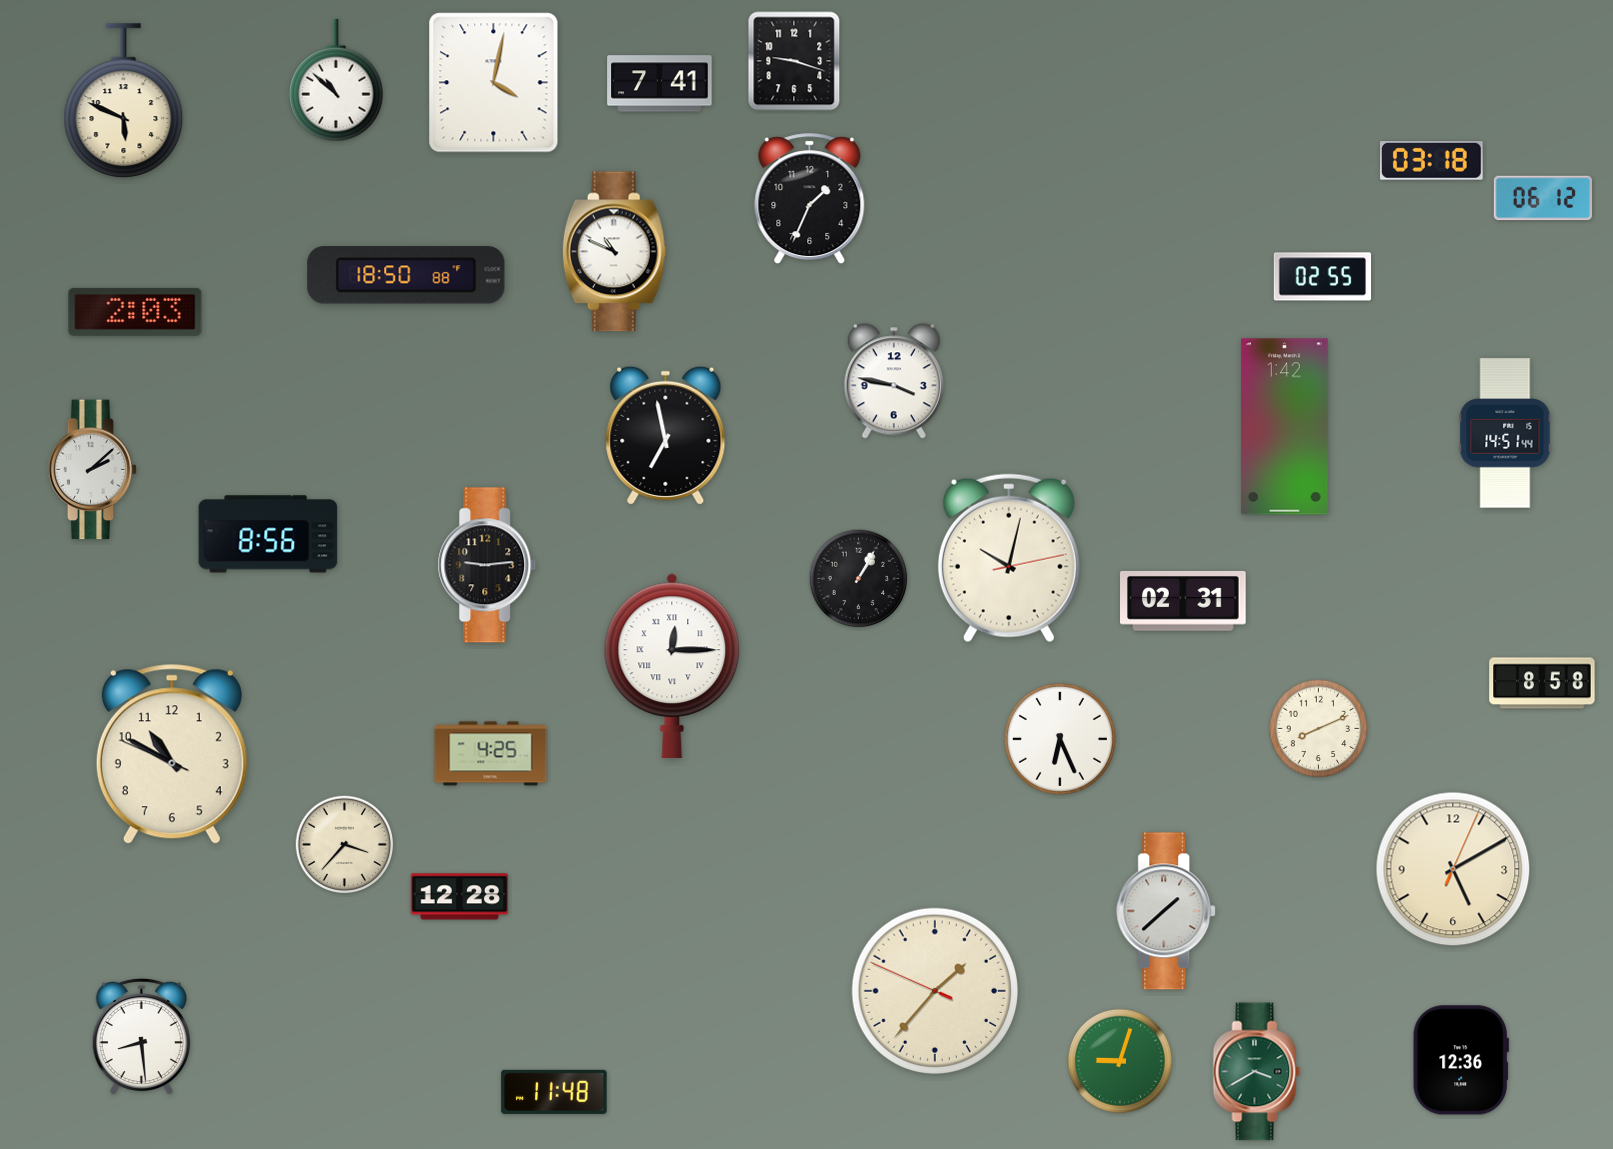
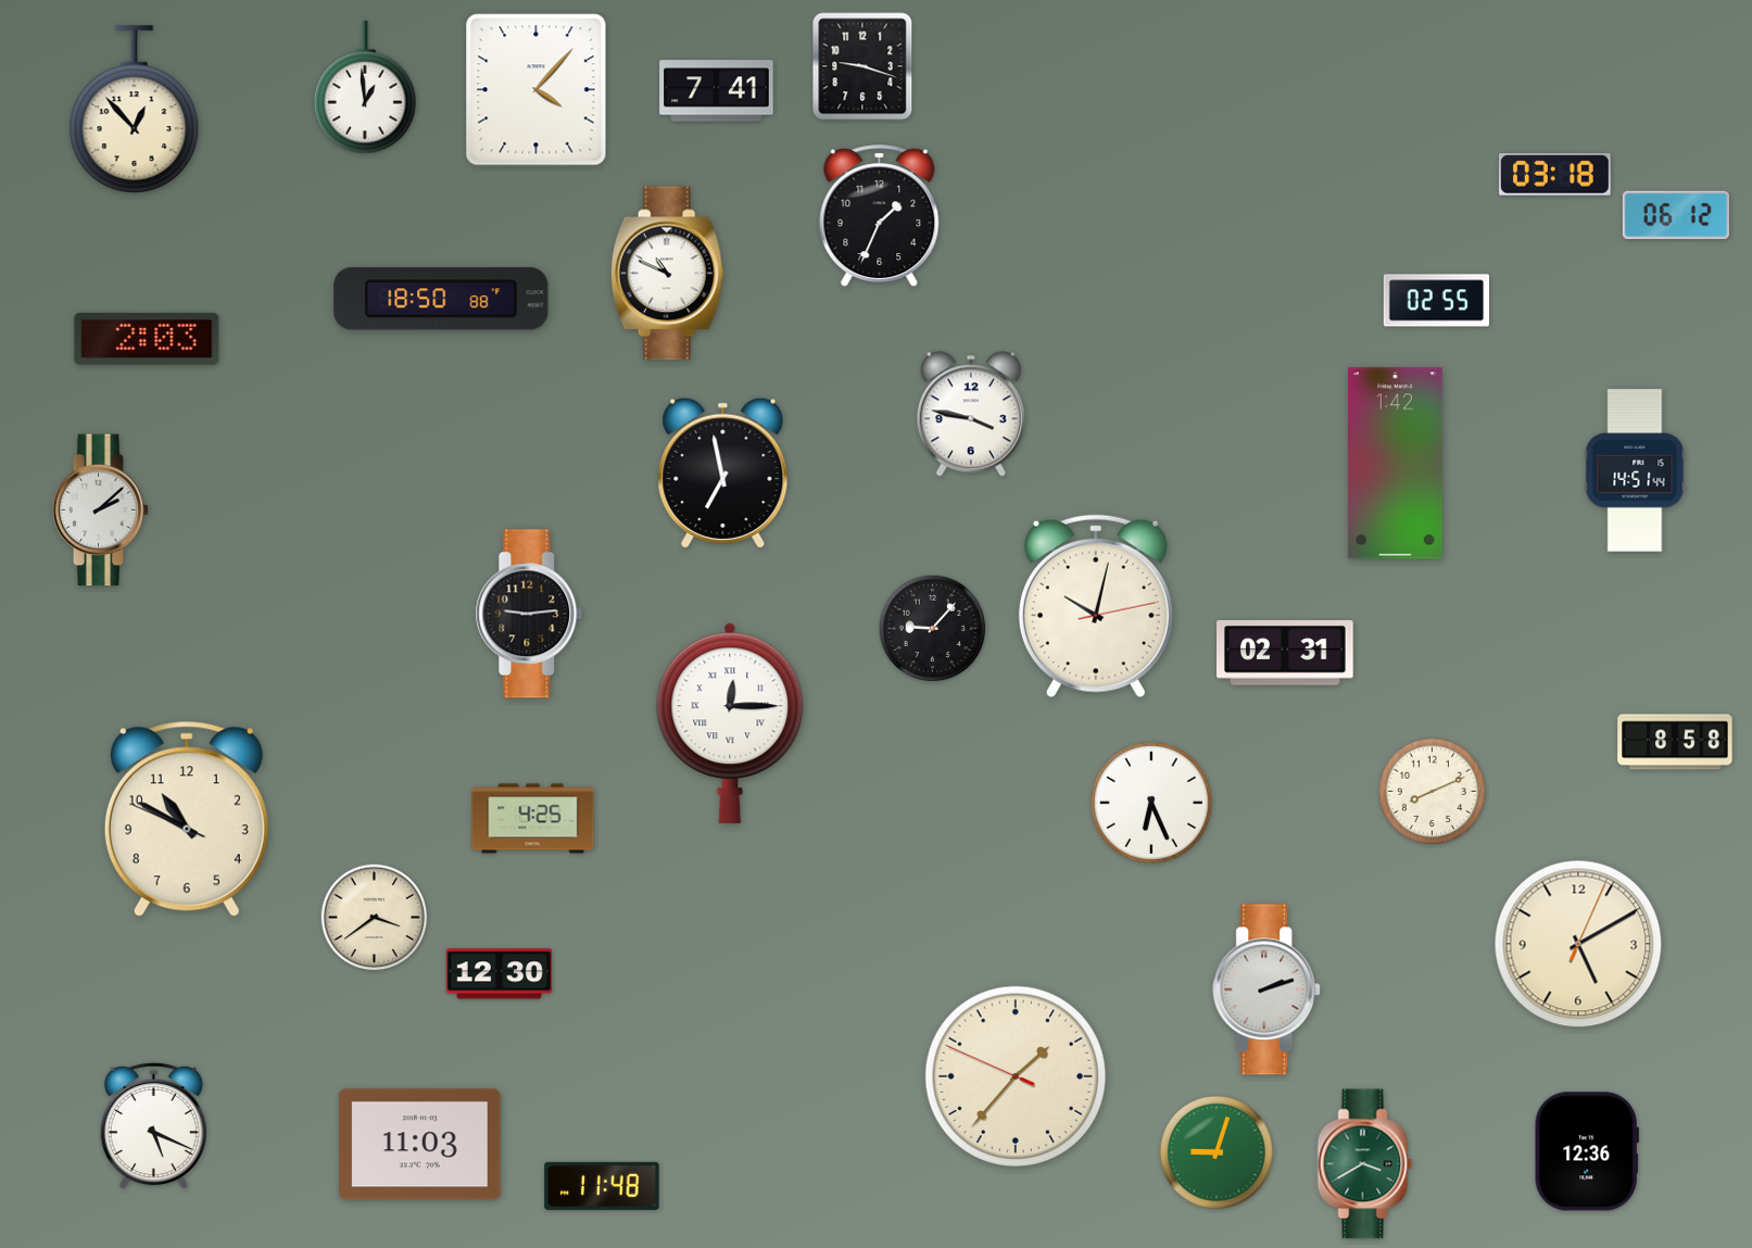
clock at (336, 80): 10:52 -> 12:59
clock at (494, 83): 4:02 -> 4:07
clock at (124, 100): 5:49 -> 12:53
clock at (268, 534): 8:56 -> none
clock at (859, 579): 1:05 -> 9:07
clock at (345, 845): 3:37 -> 3:39
clock at (459, 897): 12:28 -> 12:30
clock at (1167, 911): 1:38 -> 2:12
clock at (141, 1037): 8:29 -> 5:19
clock at (420, 1145): none -> 11:03
